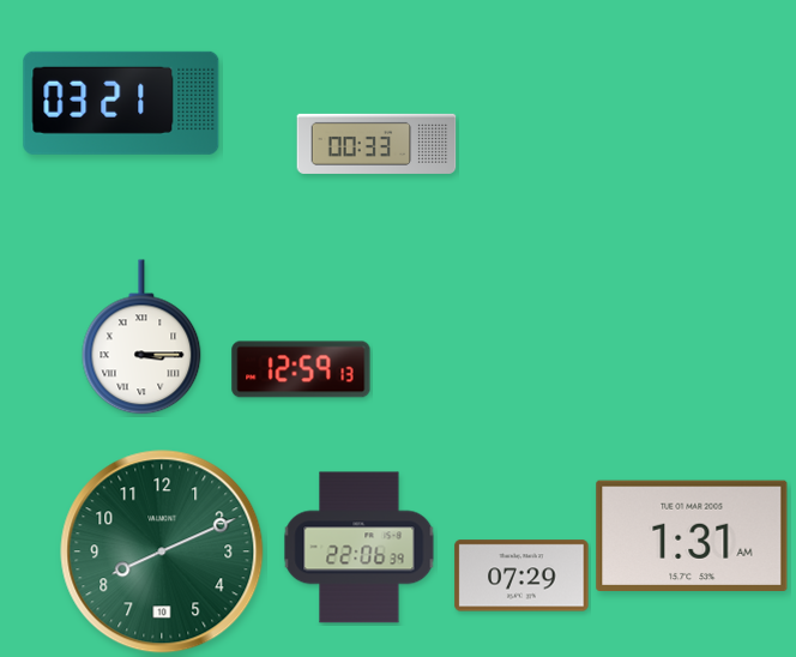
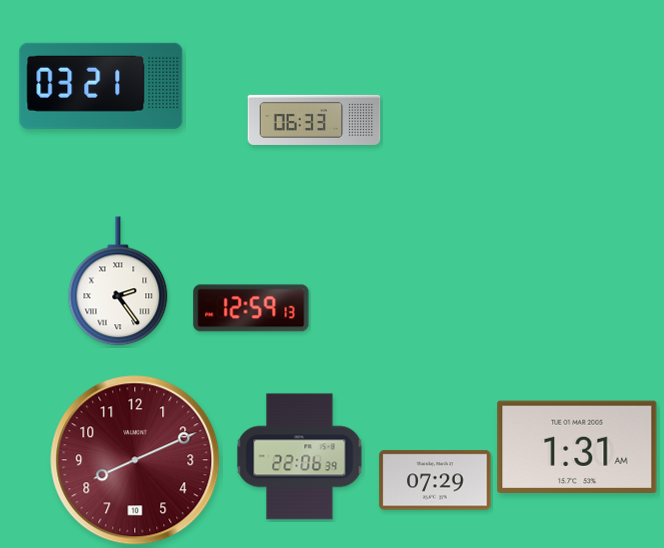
clock at (376, 144): 00:33 -> 06:33
clock at (141, 337): 3:15 -> 2:24
clock at (162, 551) dial: green -> burgundy
